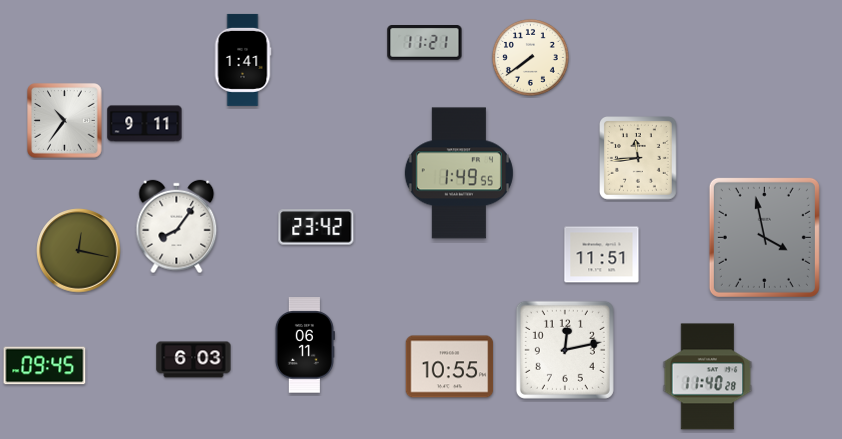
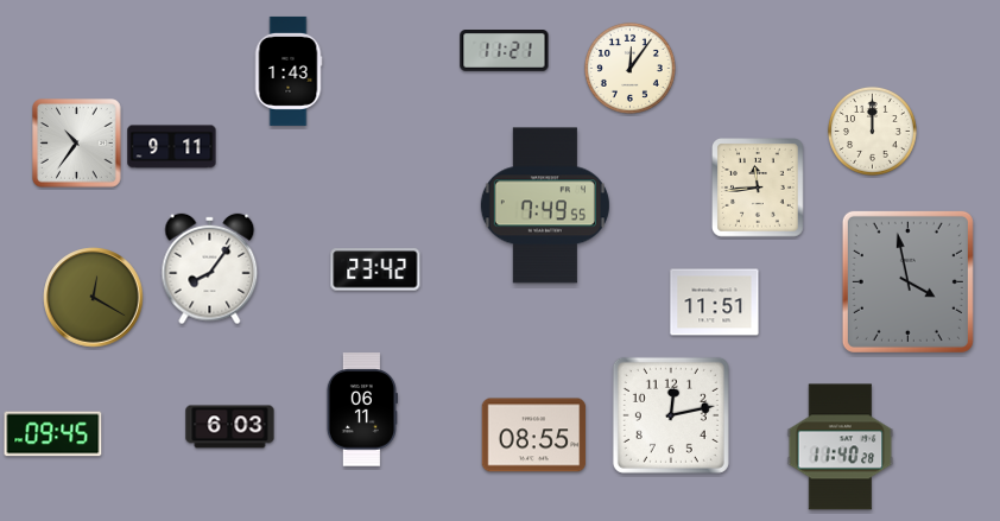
clock at (530, 57): 7:39 -> 12:06
clock at (243, 60): 1:41 -> 1:43
clock at (872, 131): none -> 12:00
clock at (459, 173): 1:49 -> 7:49
clock at (79, 251): 12:17 -> 12:20
clock at (450, 367): 10:55 -> 08:55
